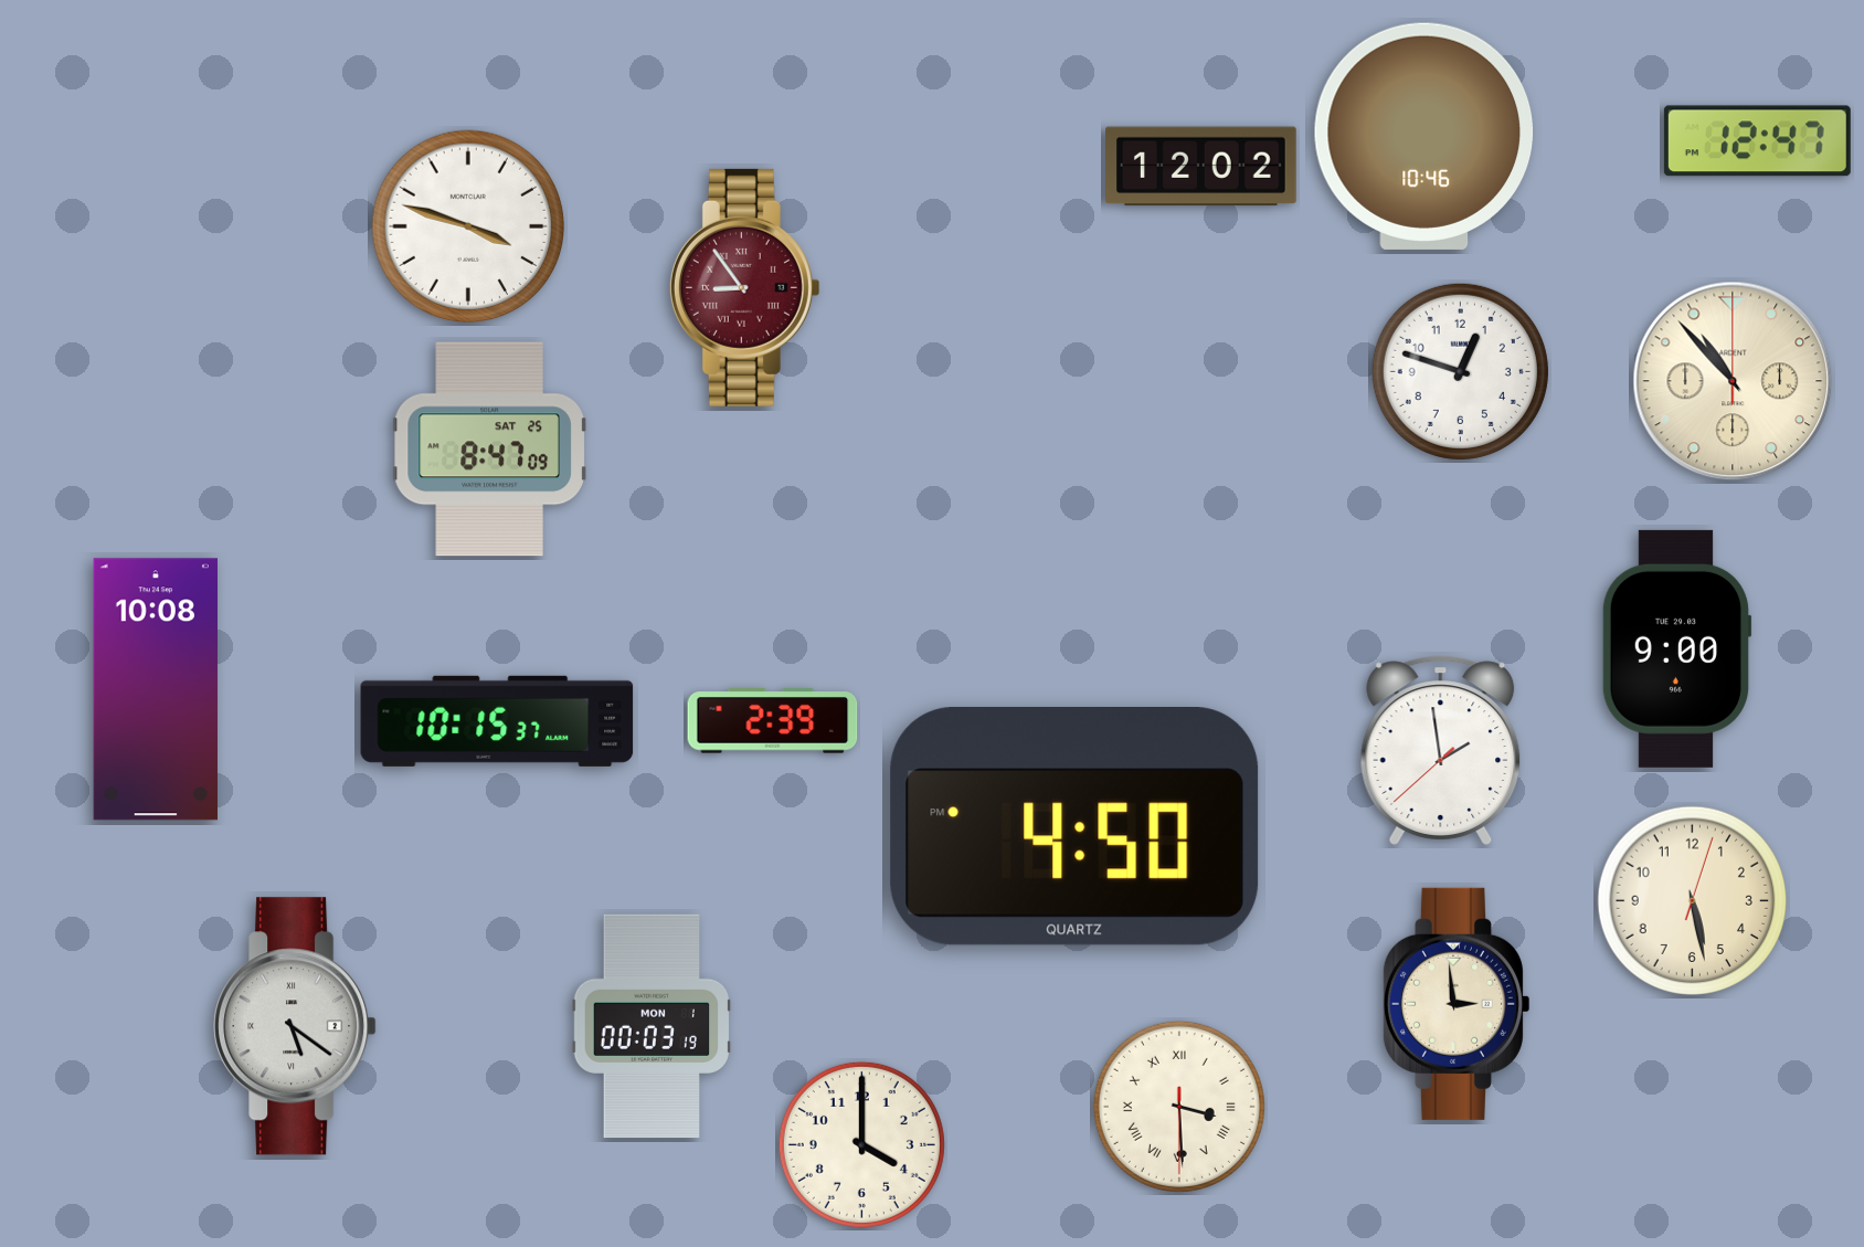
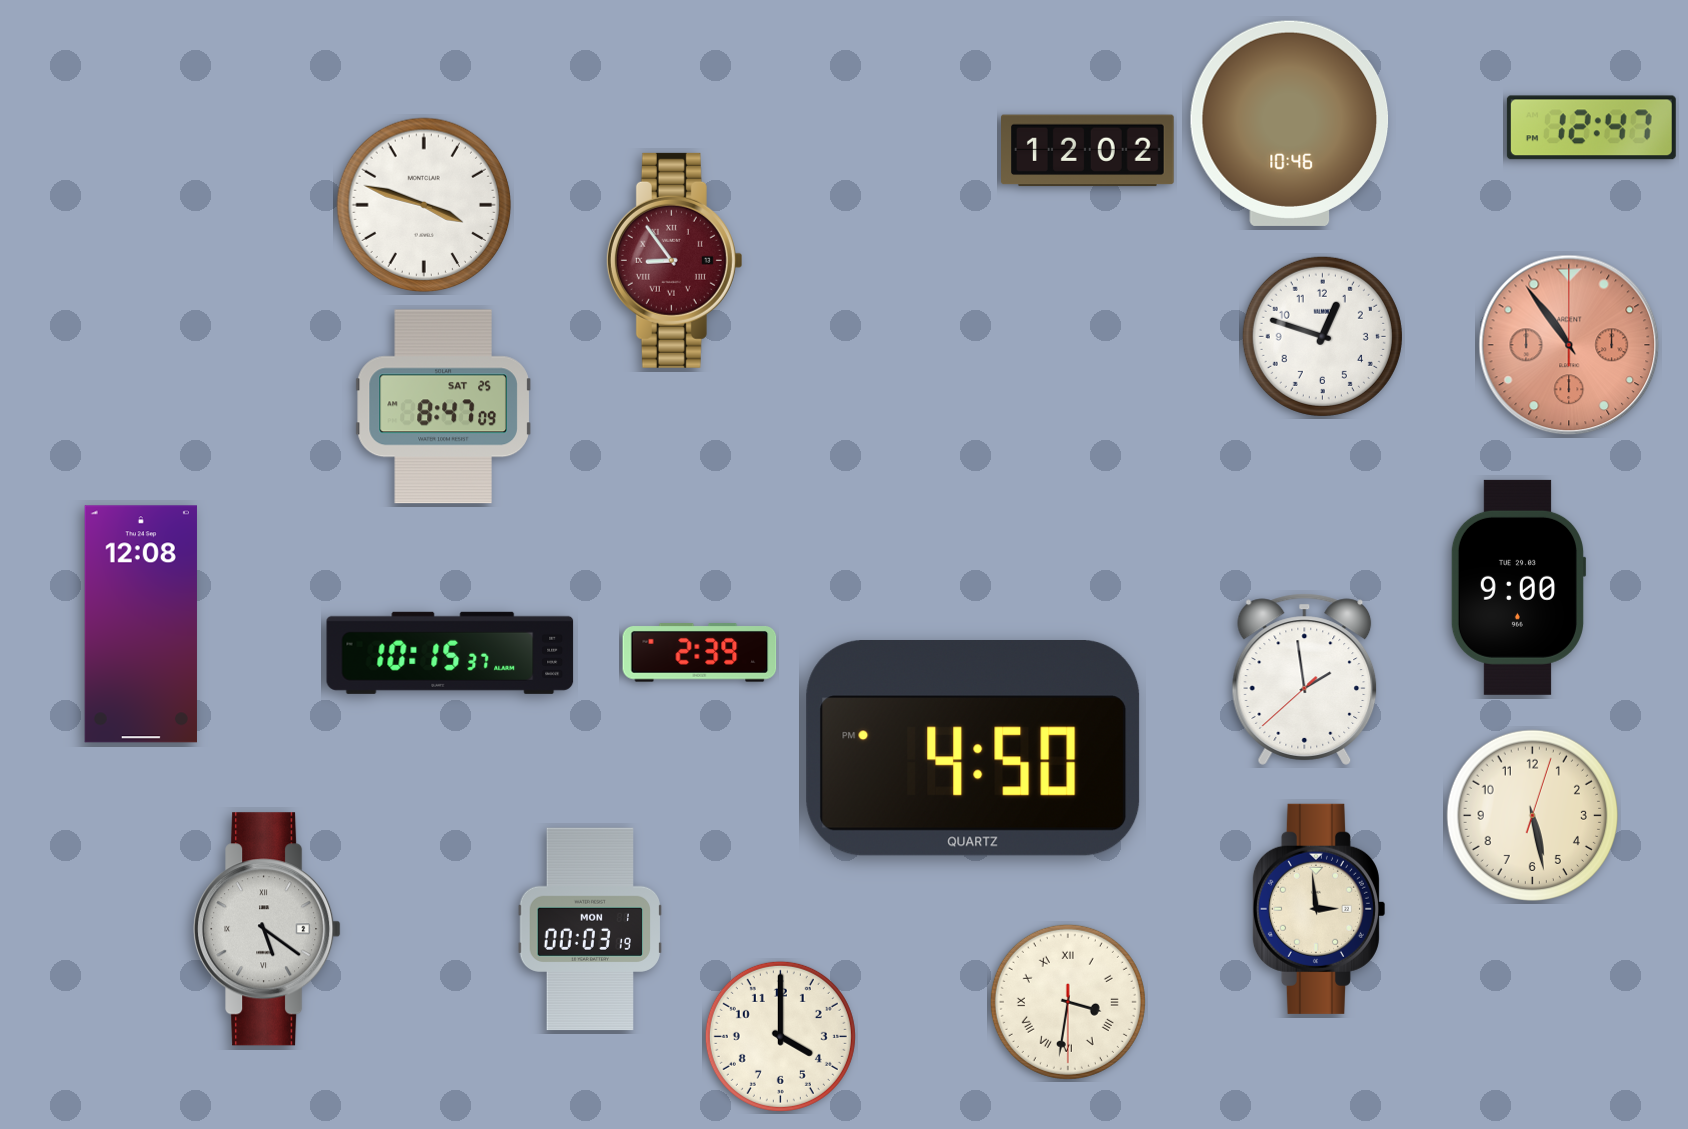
clock at (1733, 381): 10:53 -> 10:54
clock at (1733, 381) dial: cream -> salmon
clock at (156, 689): 10:08 -> 12:08
clock at (1179, 1107): 3:29 -> 3:31
